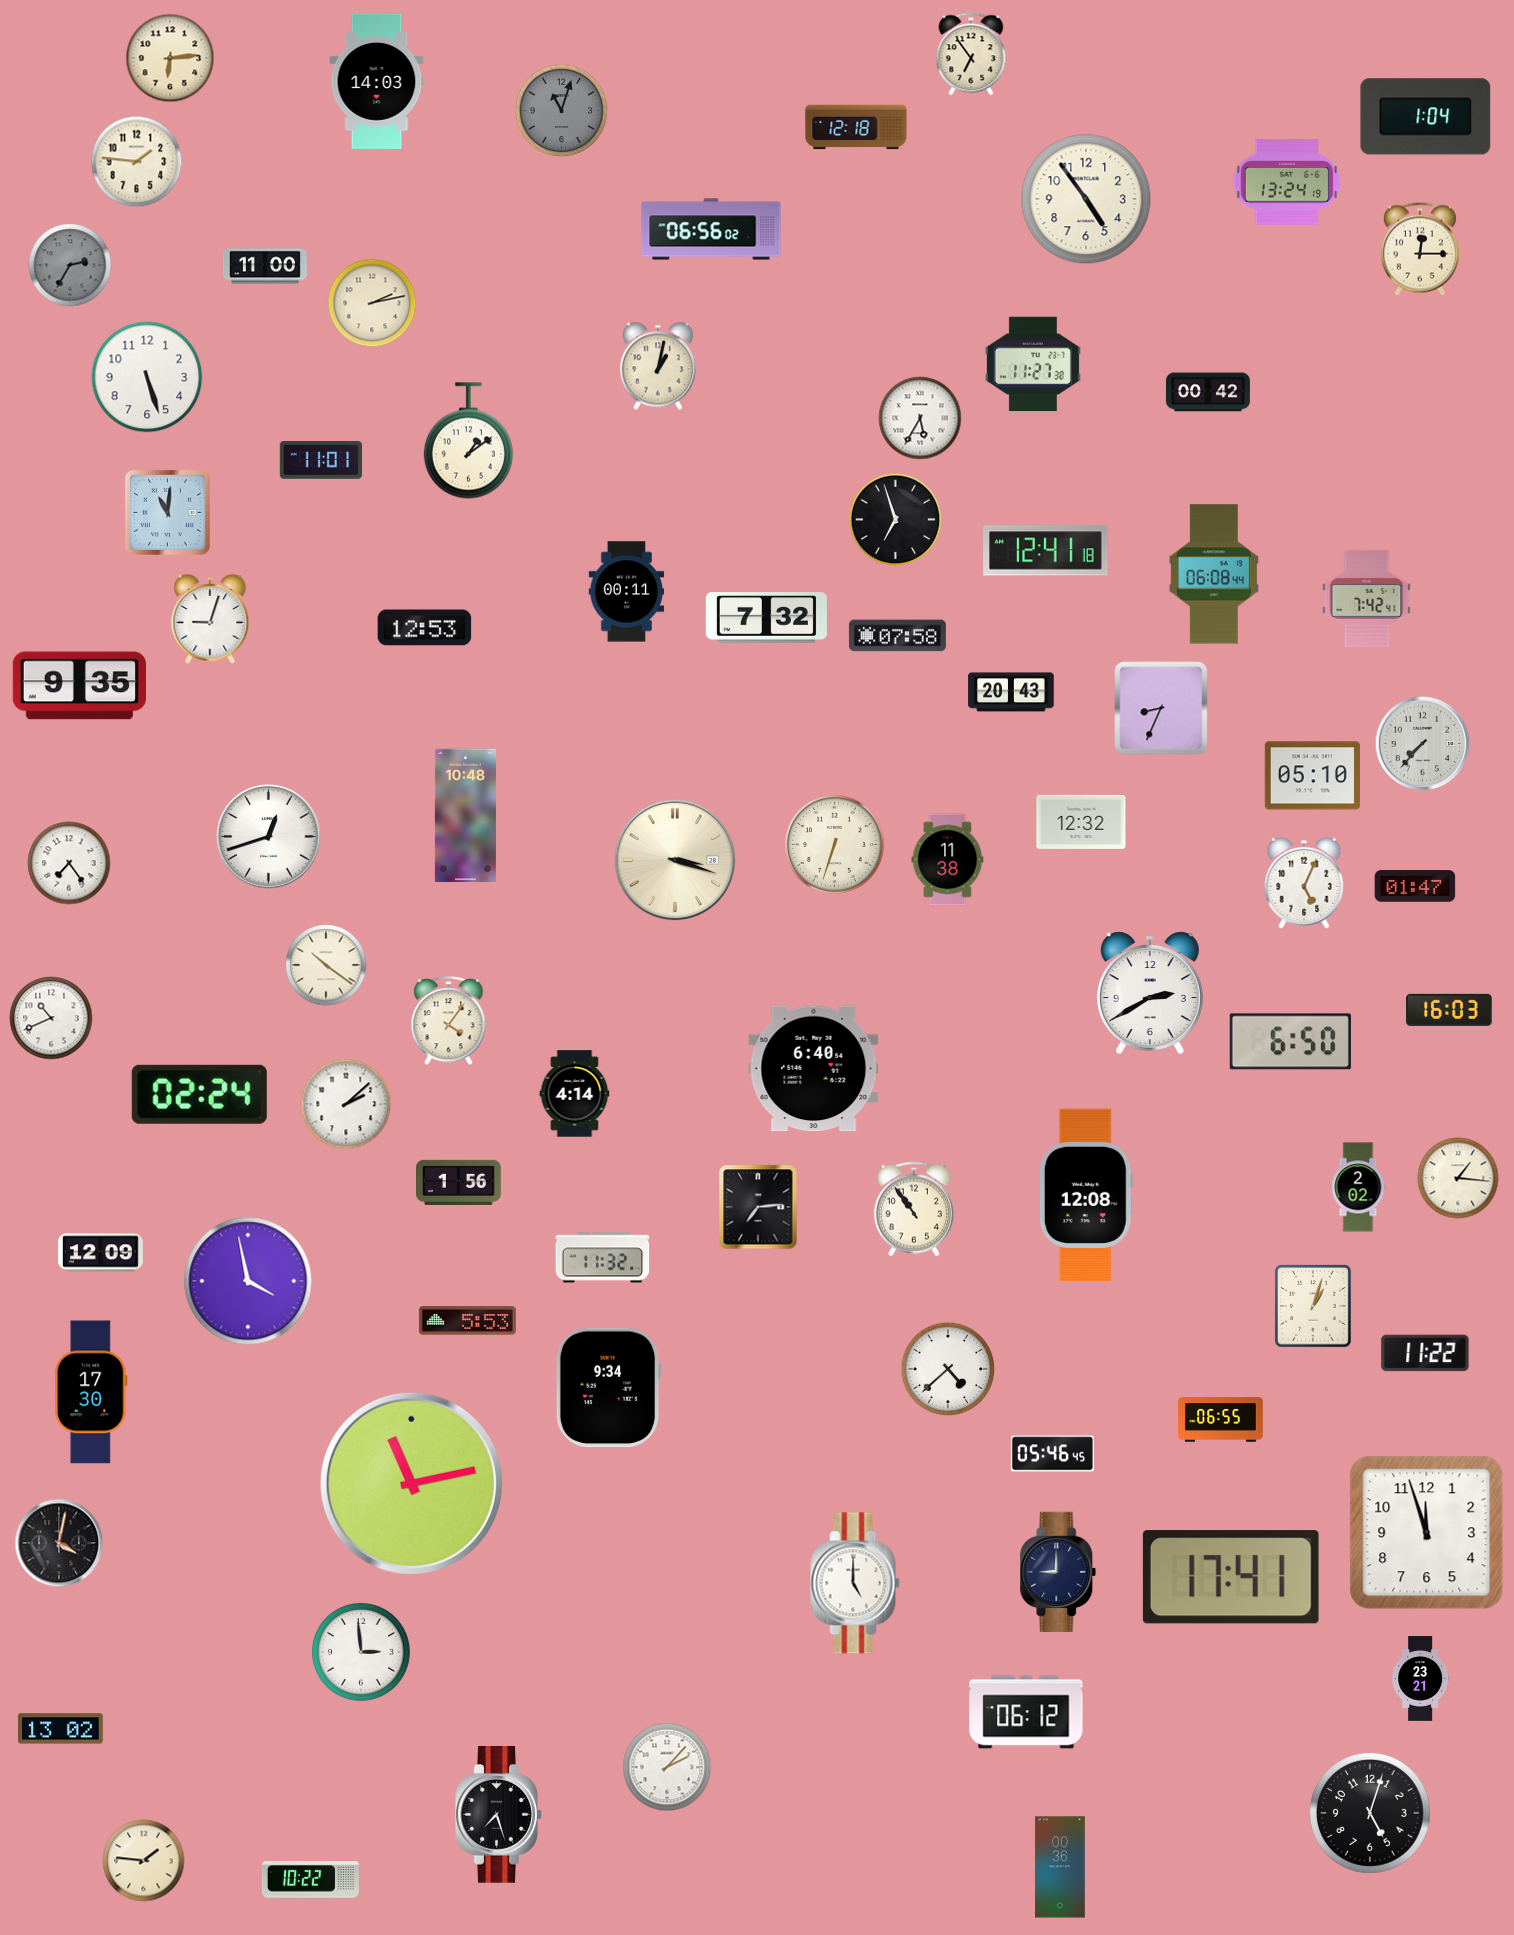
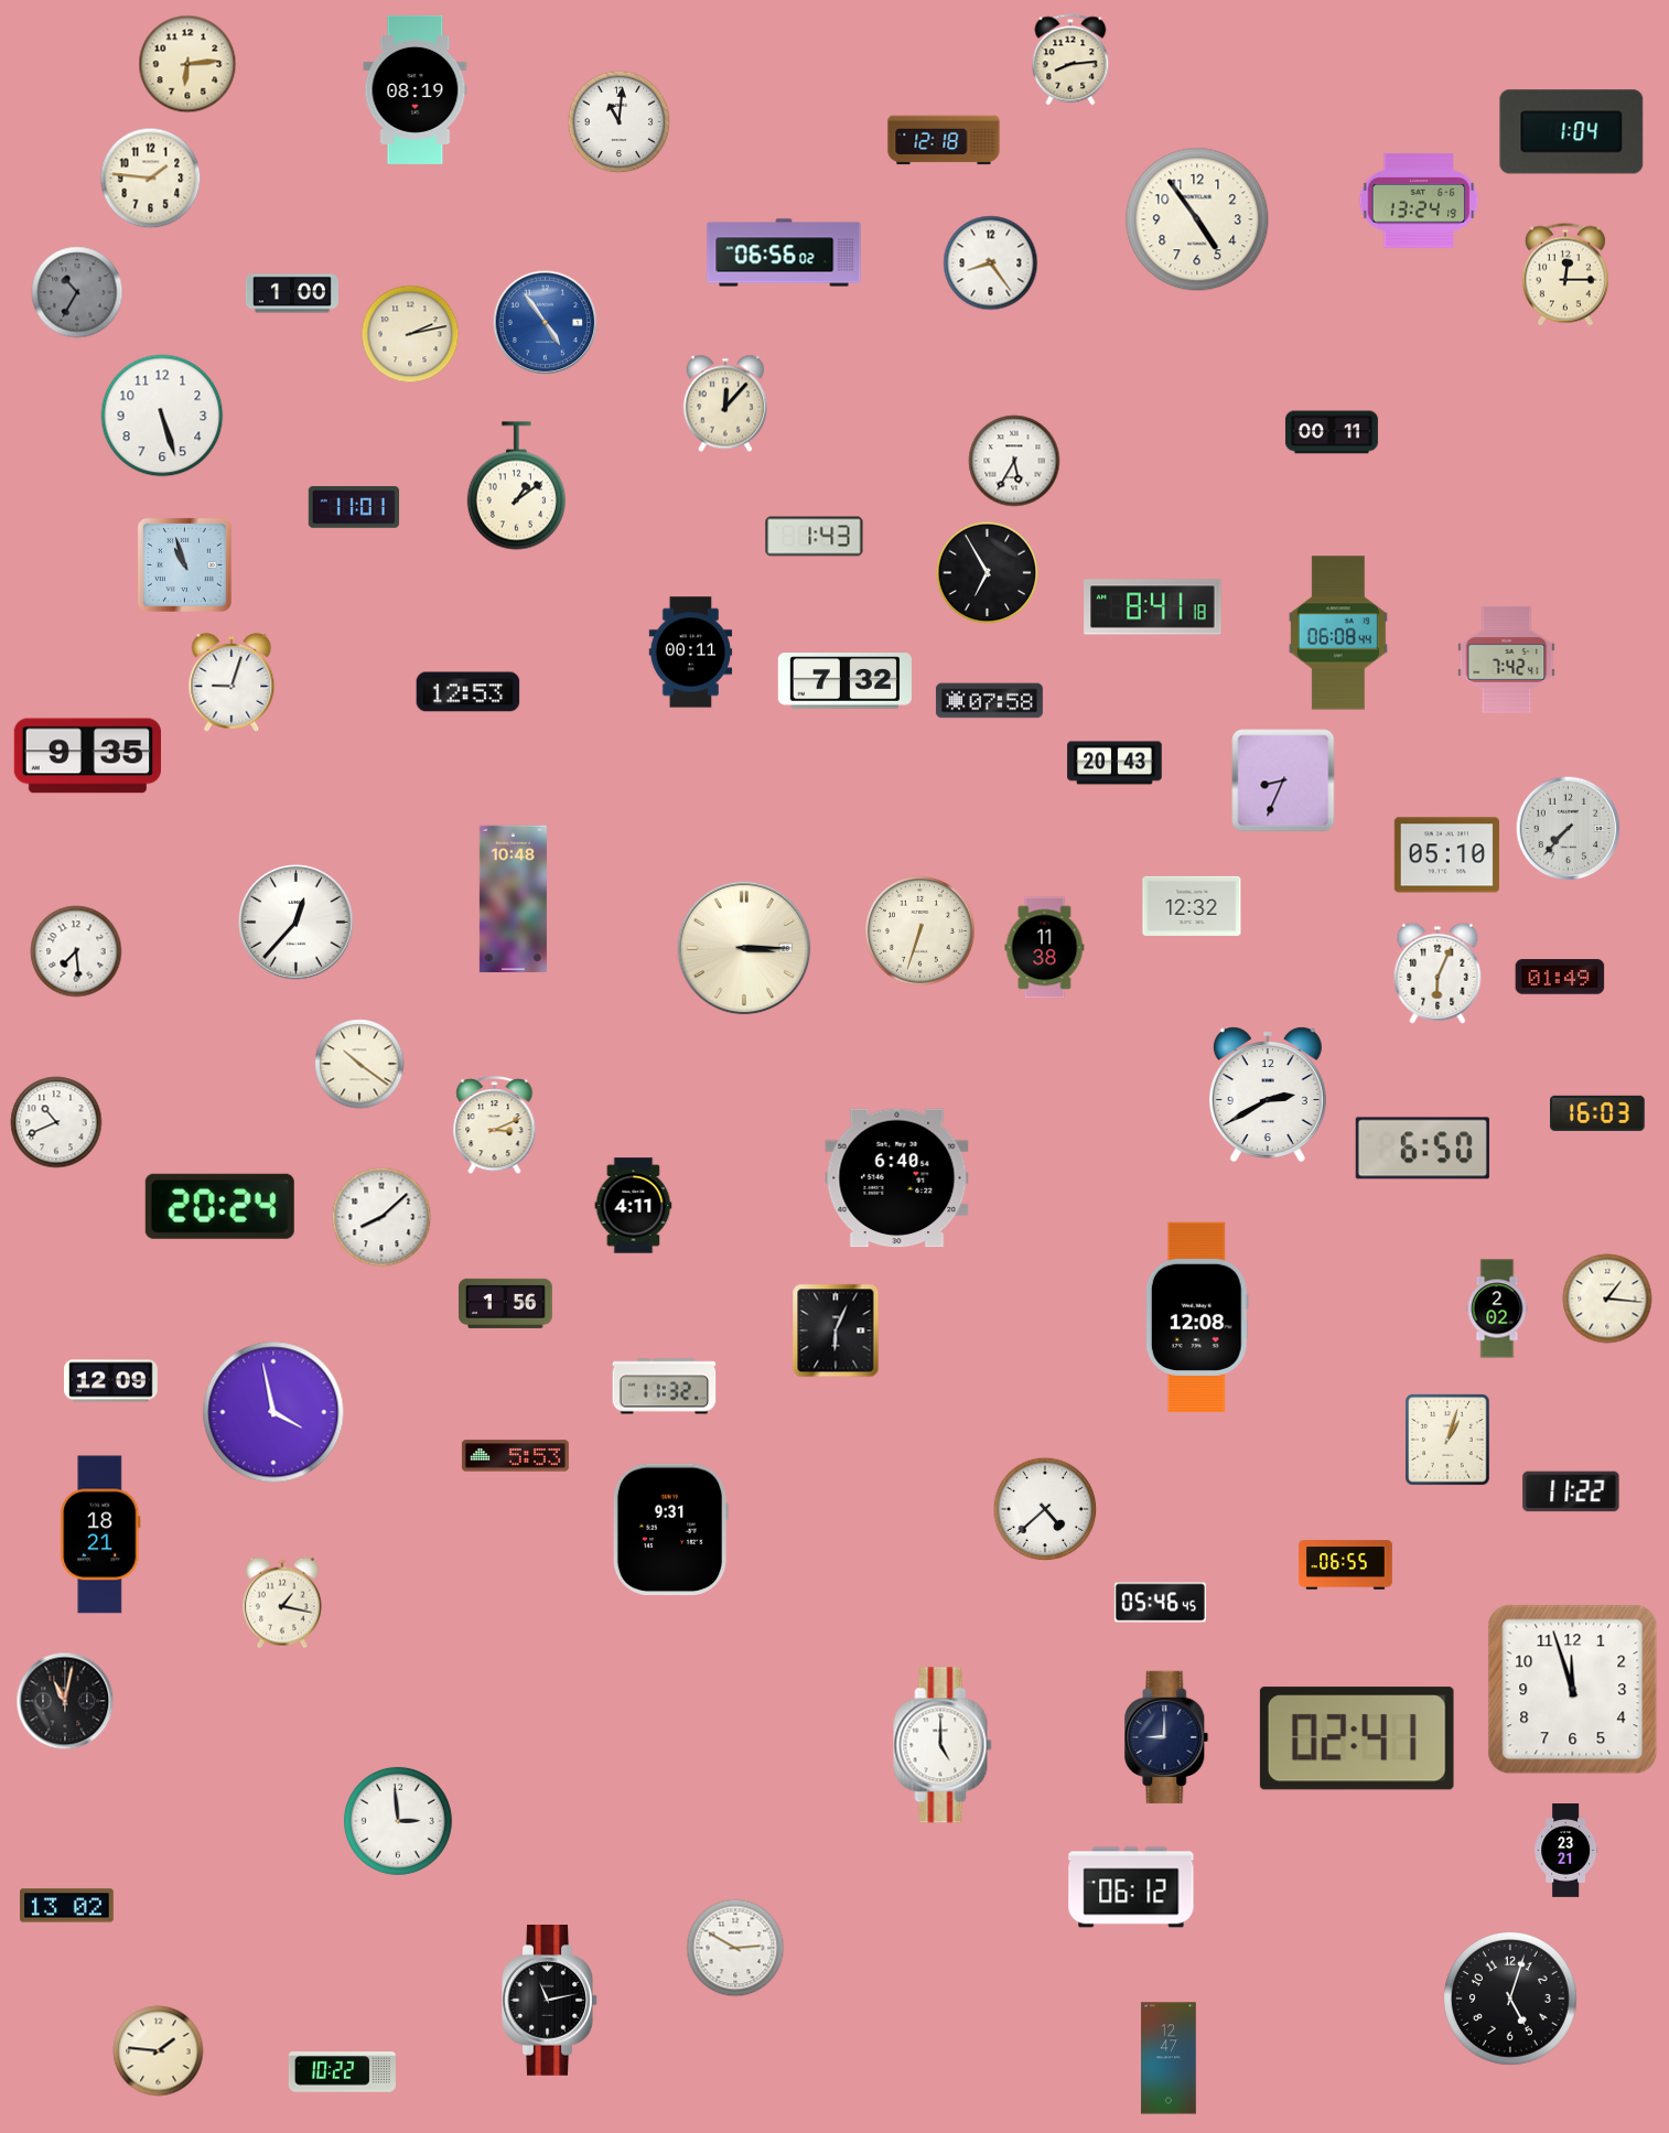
clock at (971, 54): 6:54 -> 8:14
clock at (377, 81): 14:03 -> 08:19
clock at (562, 111): 11:03 -> 11:01
clock at (562, 111) dial: grey -> white
clock at (1426, 117) position: (1426, 117) -> (1572, 132)
clock at (991, 263): none -> 8:24
clock at (70, 265): 2:35 -> 10:35
clock at (265, 266): 11:00 -> 1:00
clock at (546, 323): none -> 4:54
clock at (1033, 364): 11:27 -> none
clock at (658, 366): 1:02 -> 12:07
clock at (1208, 392): 00:42 -> 00:11
clock at (815, 537): none -> 1:43
clock at (167, 512): 11:01 -> 10:57
clock at (896, 520): 6:57 -> 6:55
clock at (1046, 551): 12:41 -> 8:41
clock at (1161, 708) position: (1161, 708) -> (1283, 780)
clock at (1423, 744) position: (1423, 744) -> (1569, 829)
clock at (269, 837): 12:42 -> 12:37
clock at (675, 860): 3:18 -> 3:15
clock at (69, 863): 7:24 -> 7:29
clock at (1304, 883): 5:04 -> 6:04
clock at (1415, 886): 01:47 -> 01:49
clock at (449, 1021): 4:06 -> 3:11
clock at (199, 1094): 02:24 -> 20:24
clock at (575, 1094): 4:14 -> 4:11
clock at (346, 1104): 2:08 -> 8:08
clock at (758, 1207): 7:14 -> 6:04
clock at (914, 1209): 10:54 -> none
clock at (608, 1388): 9:34 -> 9:31
clock at (91, 1392): 17:30 -> 18:21
clock at (283, 1603): none -> 1:17
clock at (411, 1483): 11:13 -> none
clock at (59, 1543): 4:02 -> 11:02
clock at (1058, 1572) position: (1058, 1572) -> (1166, 1737)
clock at (1231, 1577): 17:41 -> 02:41
clock at (667, 1767): 2:07 -> 2:50
clock at (499, 1815): 7:27 -> 11:13
clock at (1060, 1867): 00:36 -> 12:47
